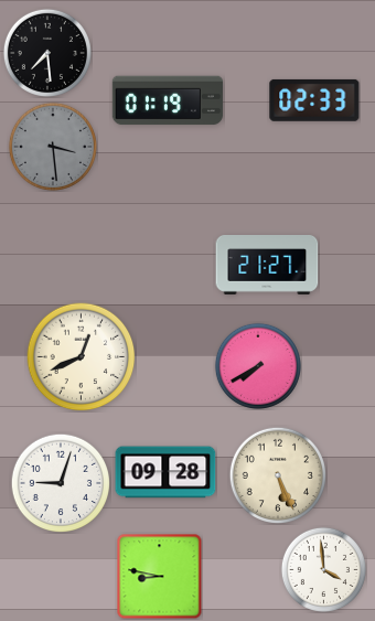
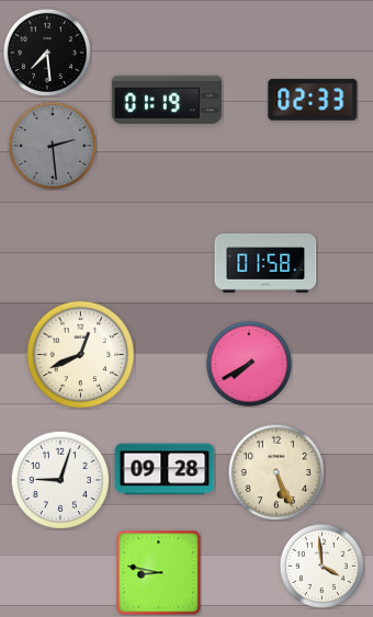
clock at (53, 147): 3:29 -> 2:29
clock at (267, 266): 21:27 -> 01:58
clock at (258, 366) position: (258, 366) -> (249, 364)
